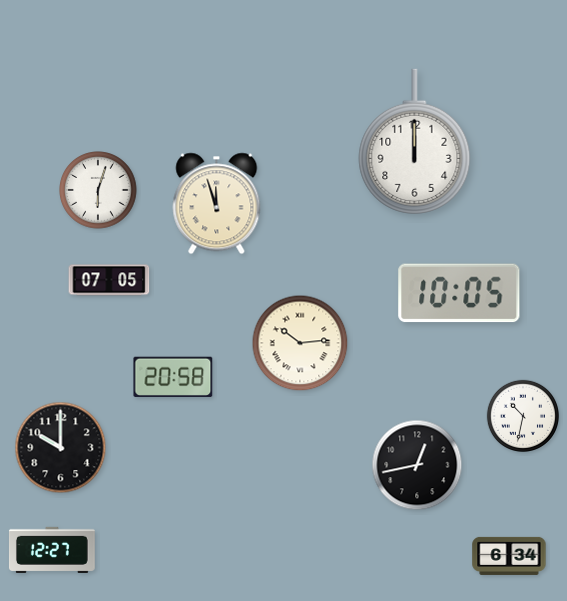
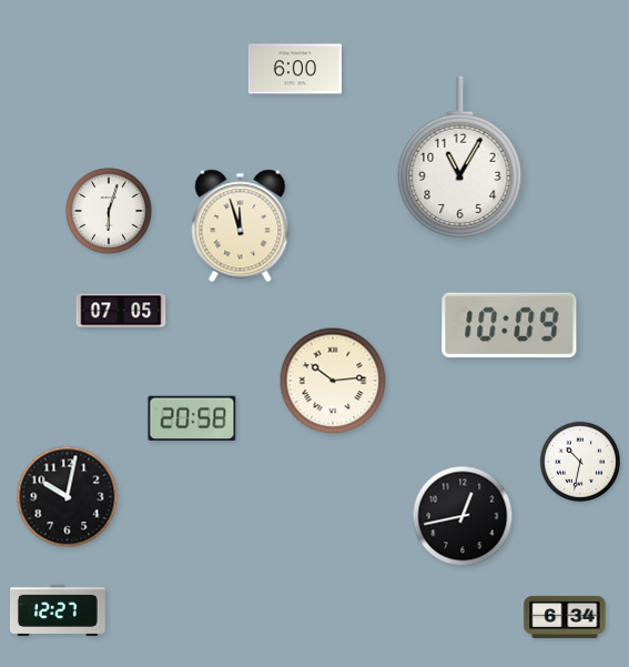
clock at (295, 69): none -> 6:00
clock at (415, 141): 12:00 -> 11:05
clock at (459, 293): 10:05 -> 10:09
clock at (61, 448): 10:00 -> 10:02
